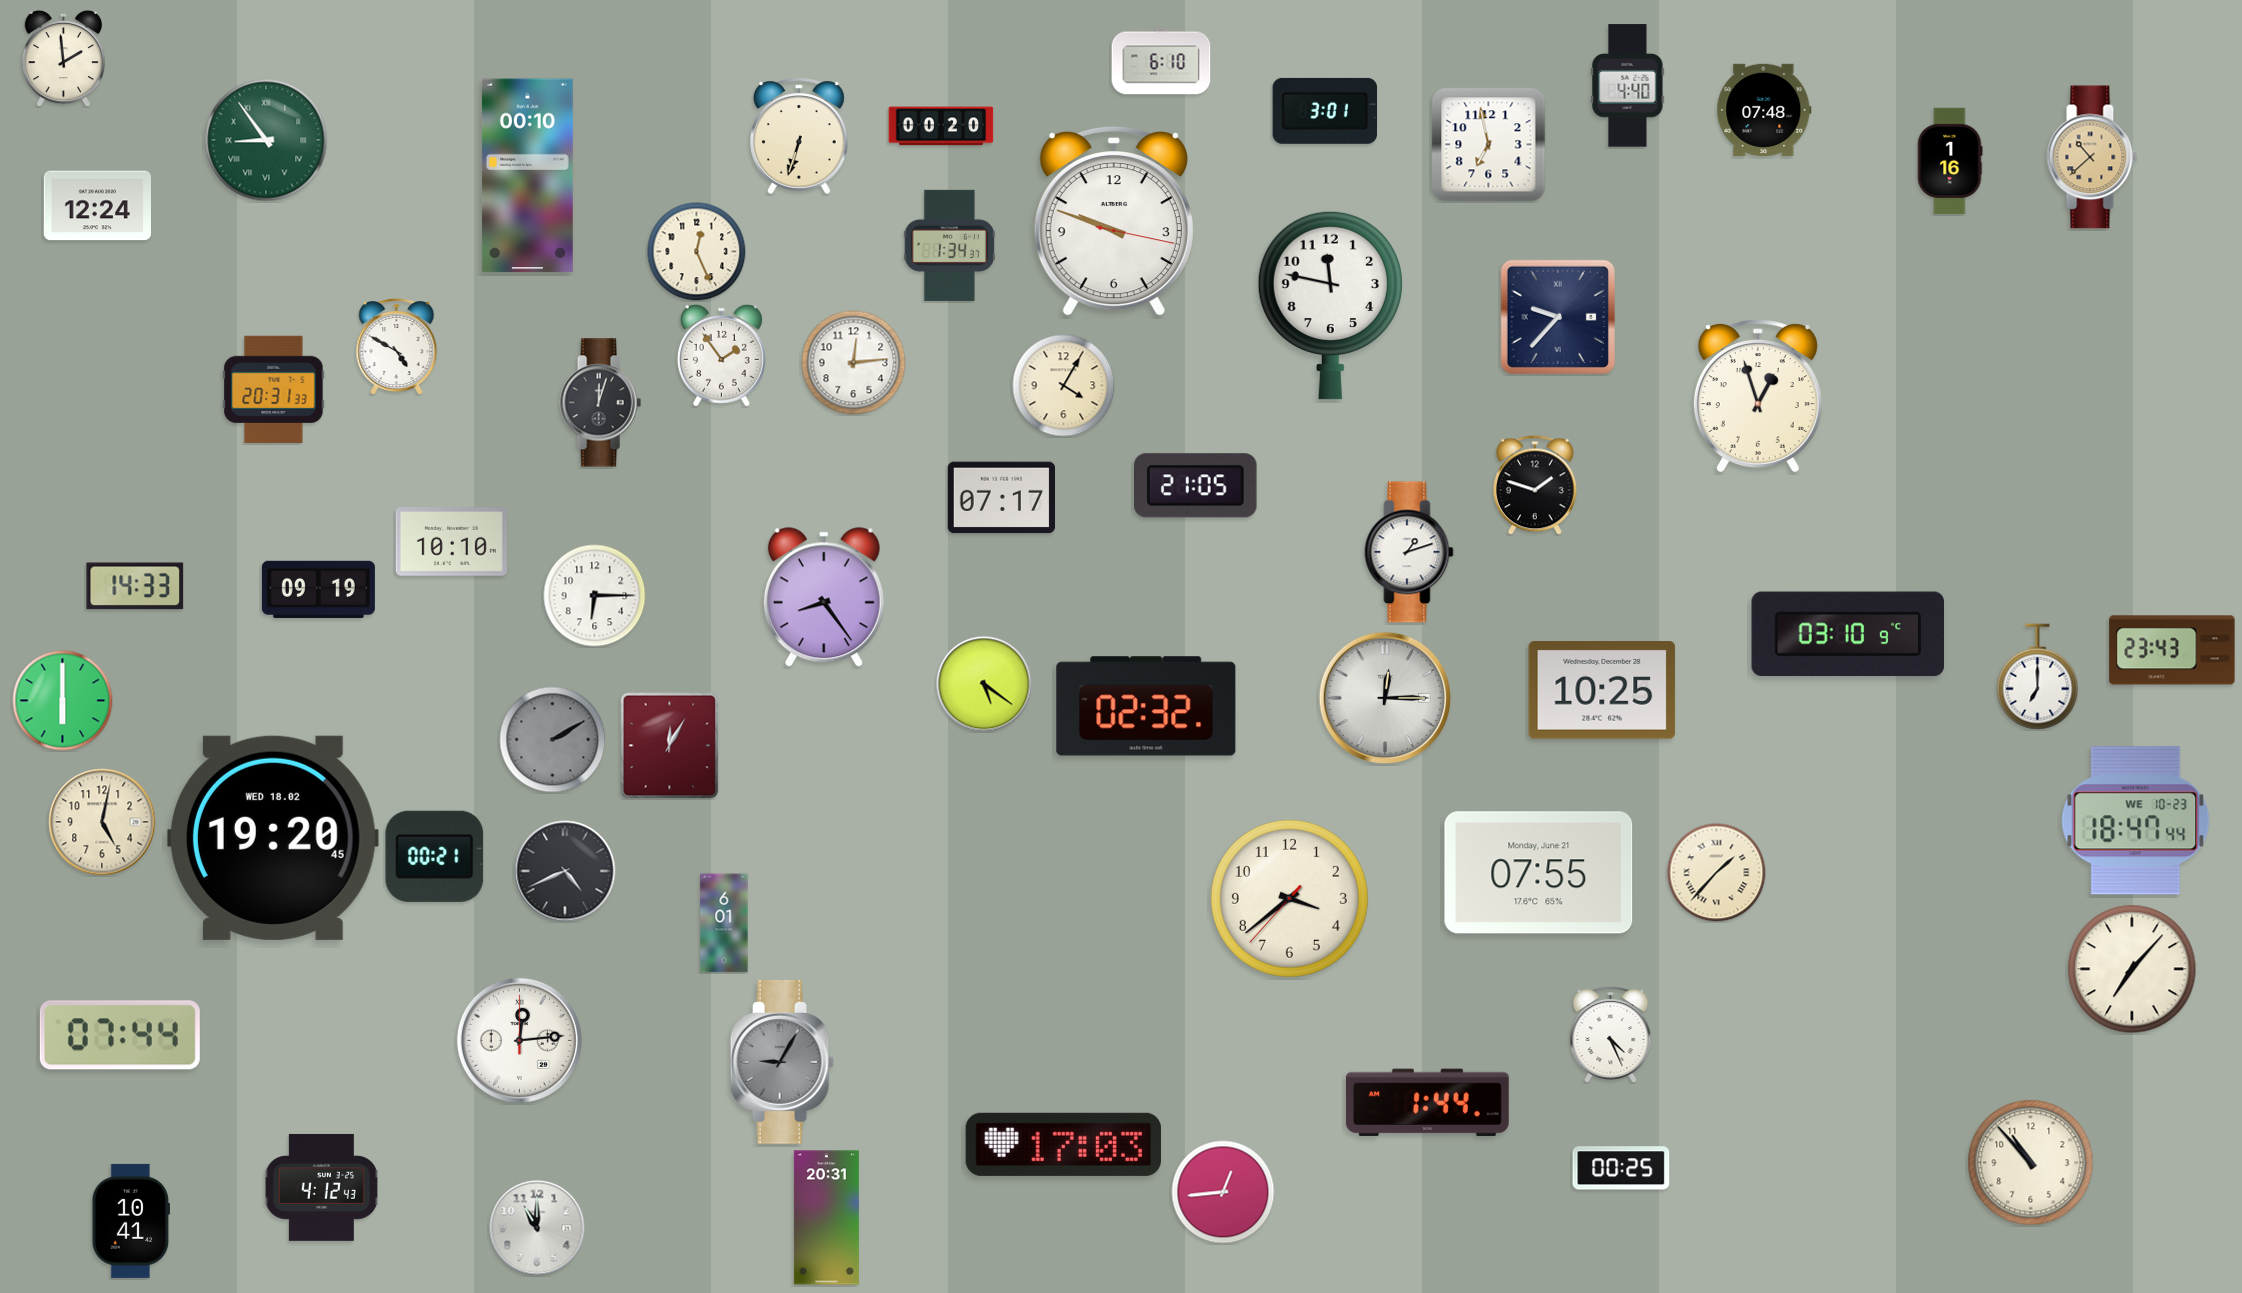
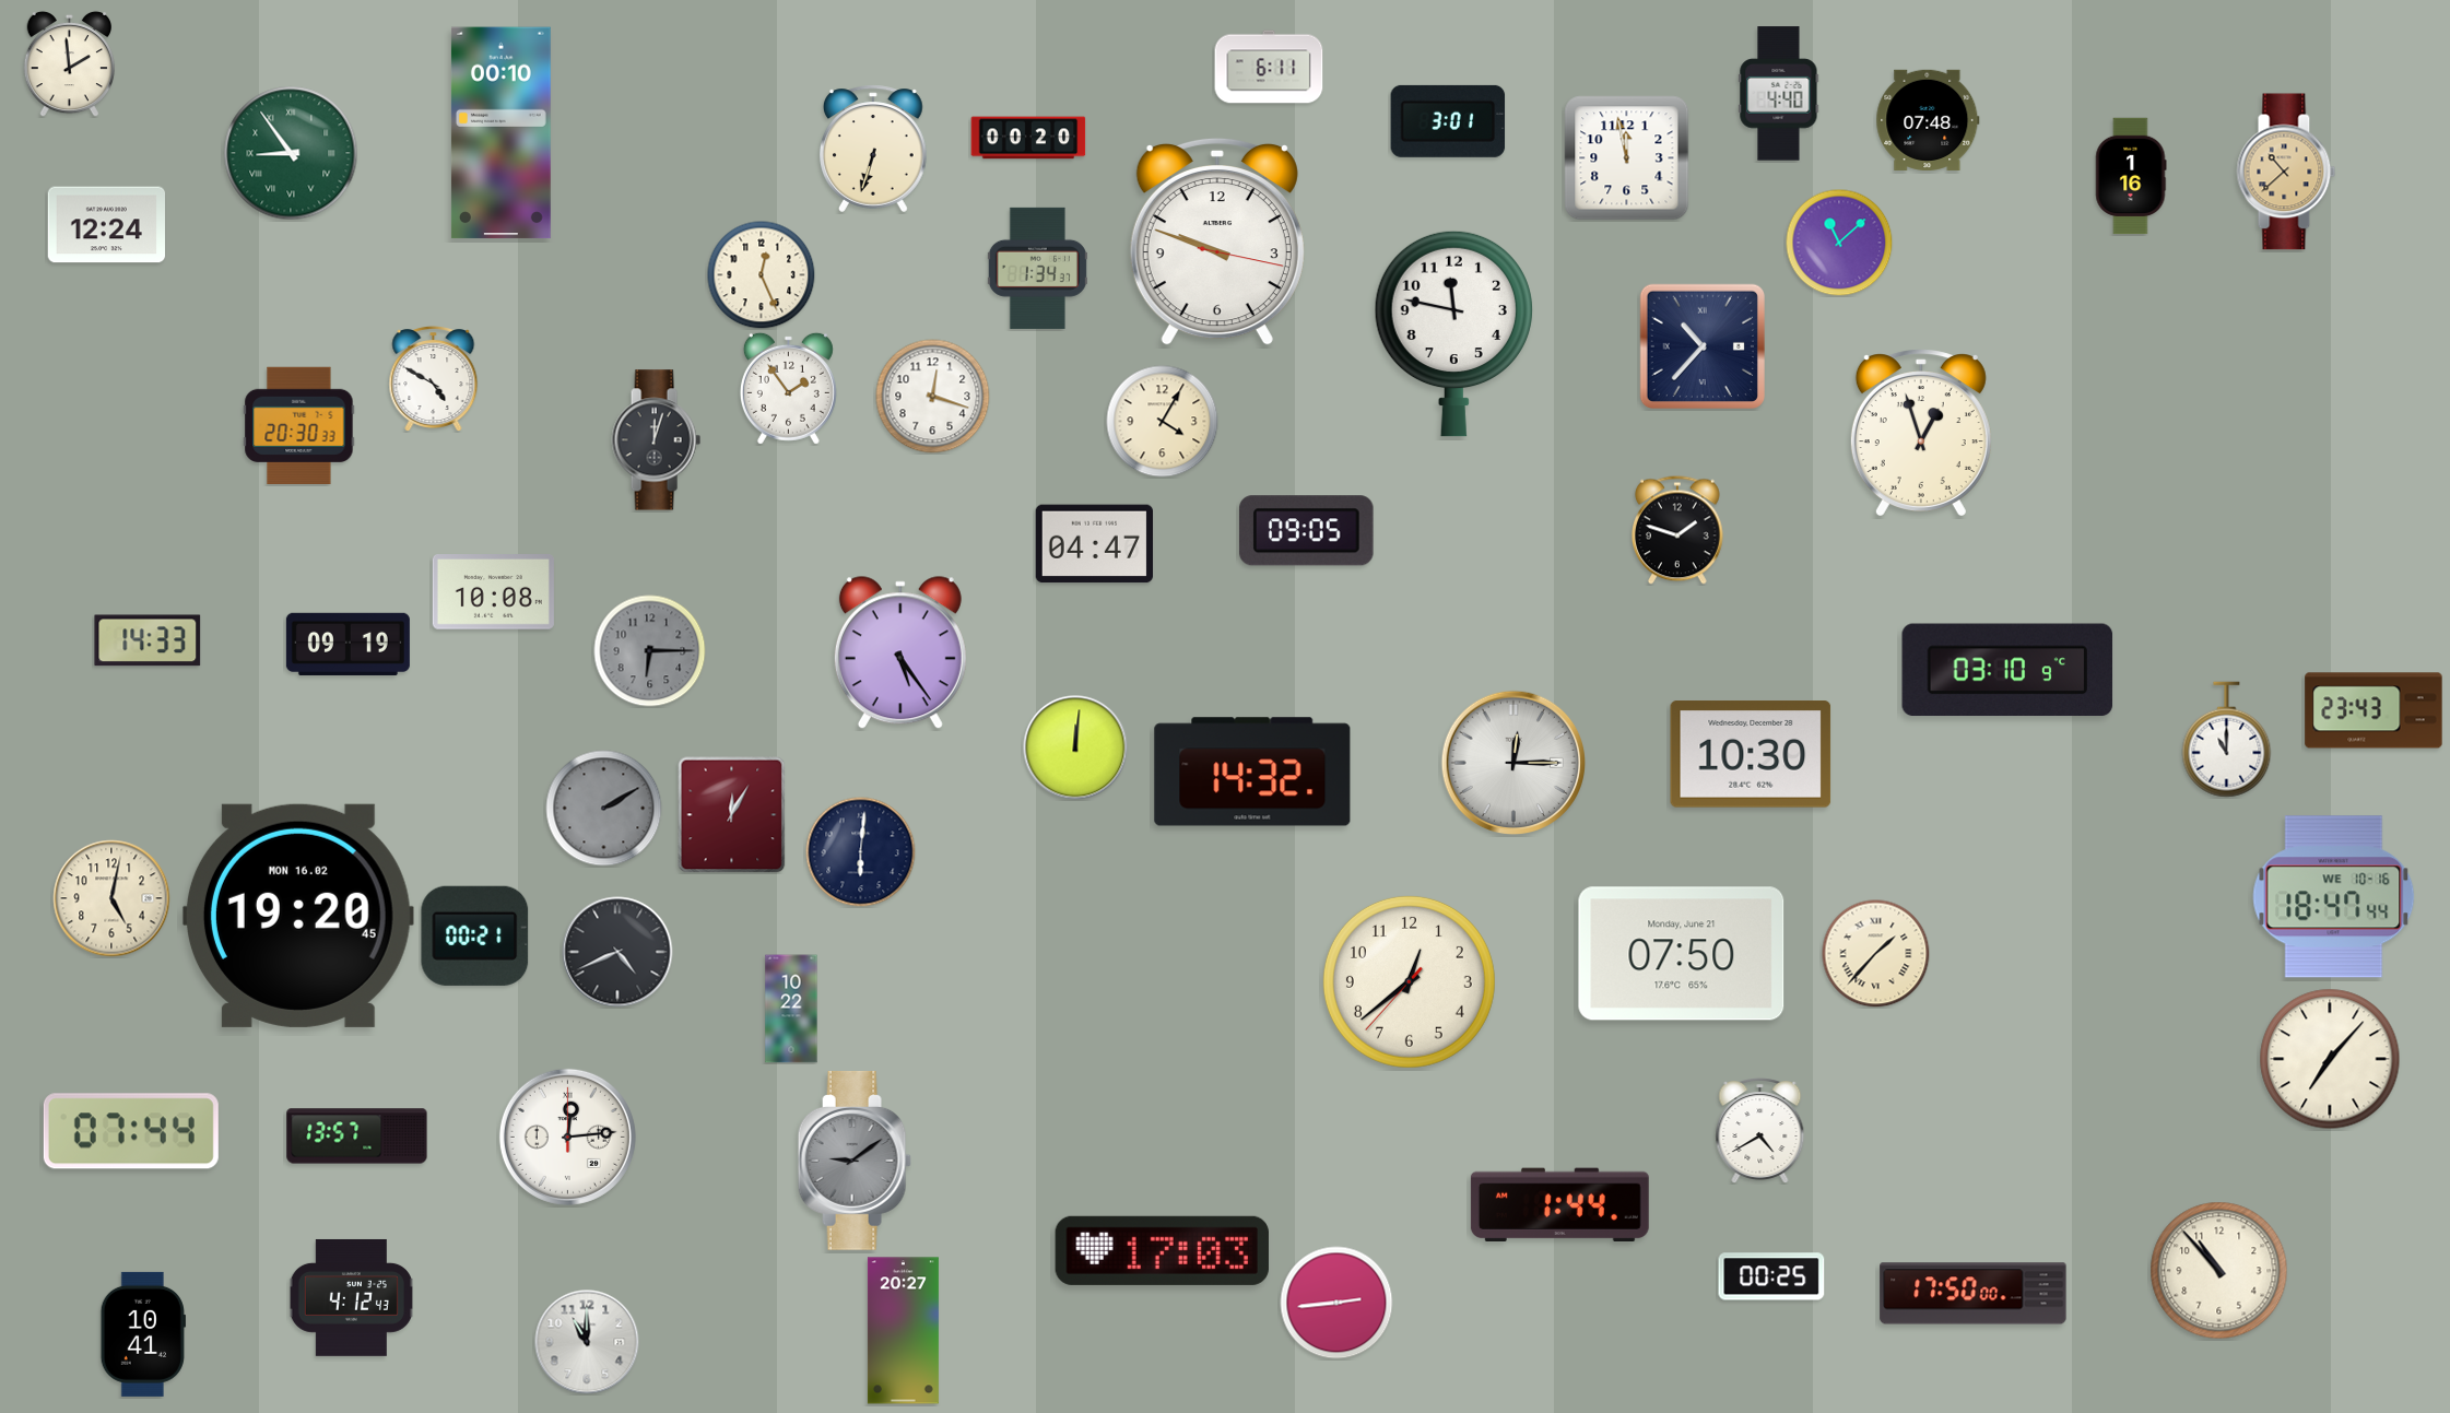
clock at (1161, 61): 6:10 -> 6:11
clock at (1489, 145): 6:58 -> 11:58
clock at (527, 176) position: (527, 176) -> (500, 133)
clock at (1839, 243): none -> 11:08
clock at (1557, 316): 9:37 -> 10:37
clock at (854, 363): 12:14 -> 12:18
clock at (274, 389): 20:31 -> 20:30
clock at (1196, 486): 21:05 -> 09:05
clock at (1001, 498): 07:17 -> 04:47
clock at (451, 542): 10:10 -> 10:08
clock at (1409, 552): 1:12 -> none
clock at (595, 596) dial: white -> grey
clock at (824, 598): 8:24 -> 5:24
clock at (1848, 634) position: (1848, 634) -> (2007, 670)
clock at (2038, 677): 7:00 -> 11:00
clock at (984, 684): 5:21 -> 12:01
clock at (1602, 690): 10:25 -> 10:30
clock at (63, 701): 6:00 -> none
clock at (1146, 706): 02:32 -> 14:32
clock at (861, 852): none -> 6:01
clock at (2136, 821) date: WE 10-23 -> WE 10-16
clock at (273, 838) date: WED 18.02 -> MON 16.02
clock at (1539, 873): 07:55 -> 07:50
clock at (1289, 898): 3:38 -> 12:38
clock at (724, 923): 6:01 -> 10:22
clock at (1611, 1035): 4:26 -> 4:40
clock at (357, 1137): none -> 13:57
clock at (782, 1062): 9:05 -> 9:09
clock at (1974, 1294): none -> 17:50
clock at (1223, 1192): 12:44 -> 2:44
clock at (826, 1218): 20:31 -> 20:27
